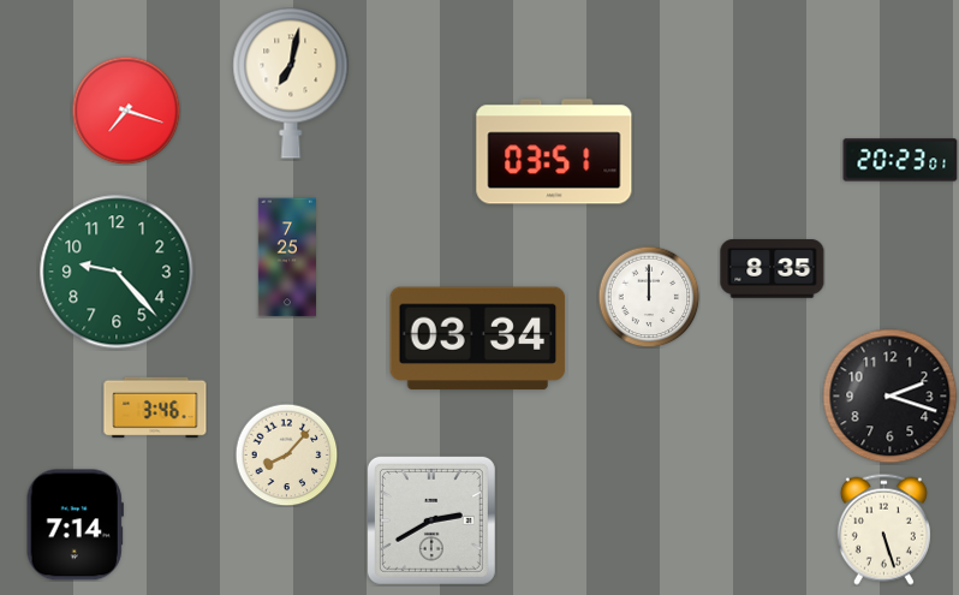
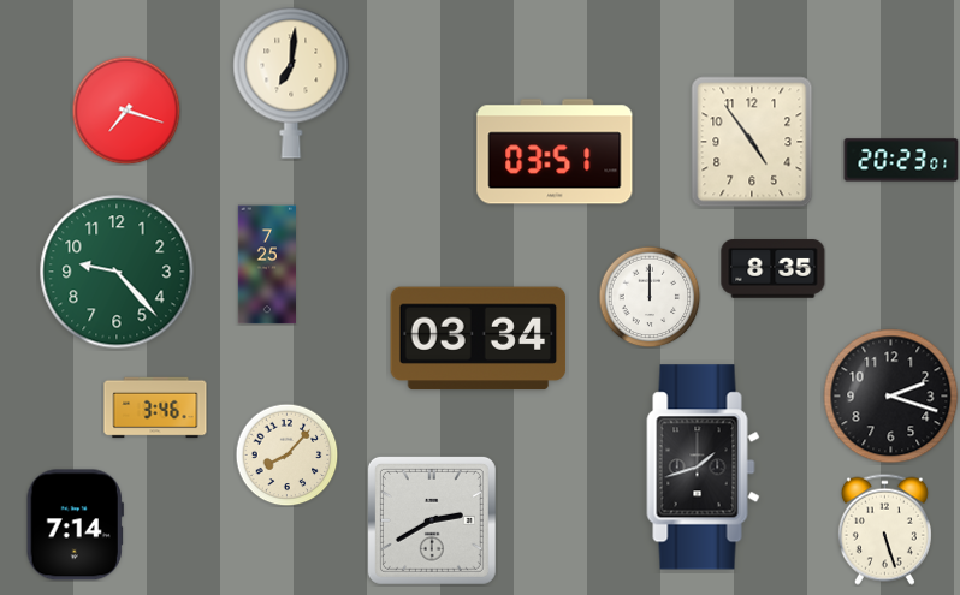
clock at (291, 83): 7:02 -> 7:01
clock at (752, 142): none -> 4:54
clock at (286, 257) position: (286, 257) -> (266, 264)
clock at (704, 468): none -> 1:42
